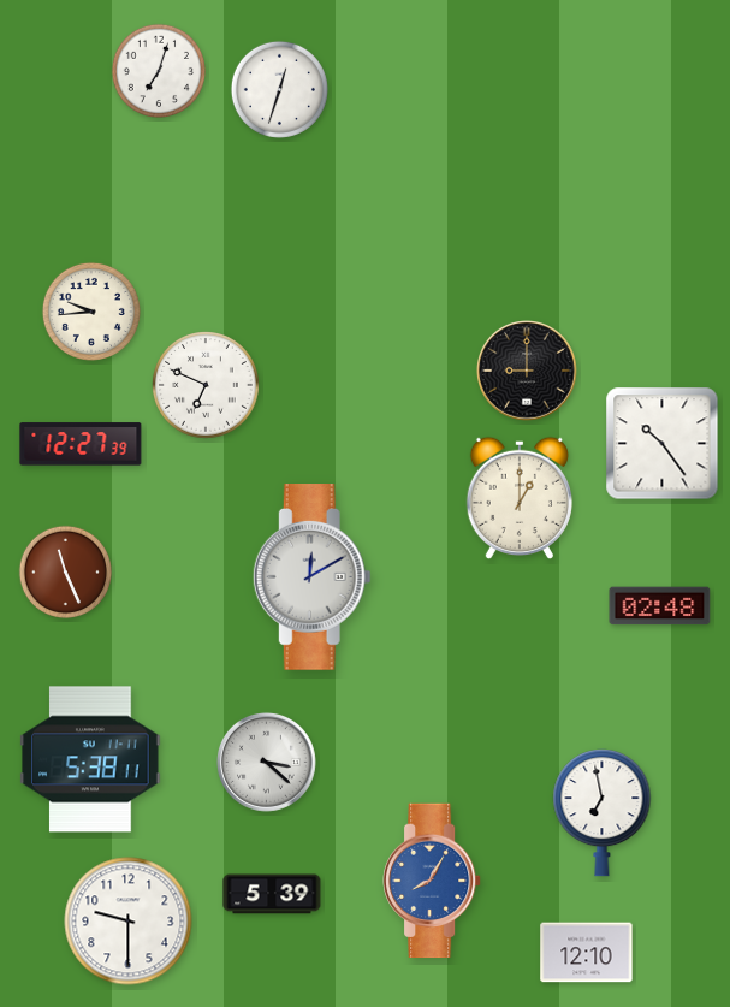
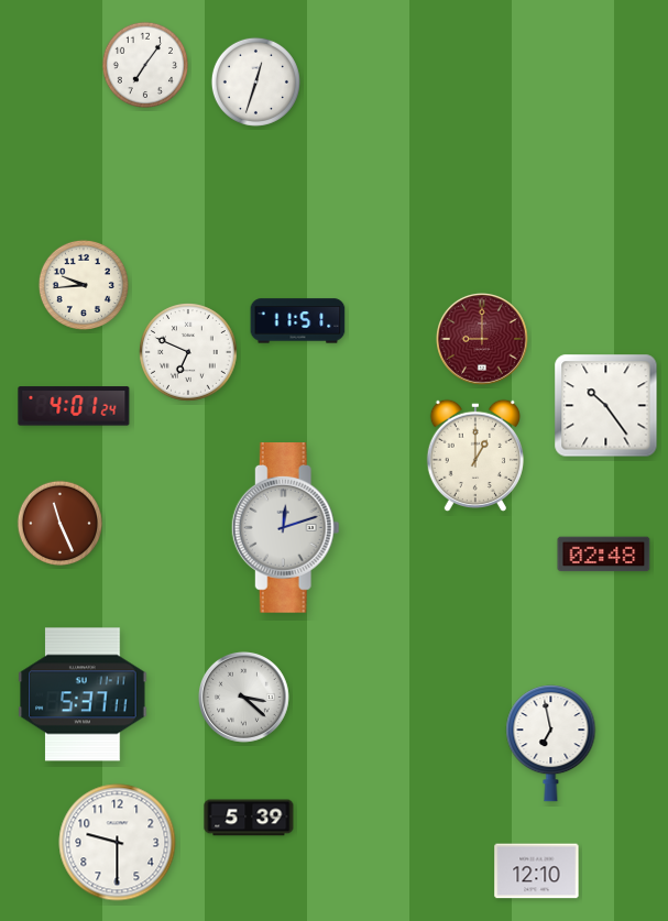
clock at (158, 70): 7:03 -> 7:06
clock at (298, 321): none -> 11:51
clock at (528, 372) dial: black -> burgundy
clock at (81, 444): 12:27 -> 4:01
clock at (311, 577): 12:10 -> 12:12
clock at (90, 759): 5:38 -> 5:37
clock at (432, 881): 8:05 -> none
